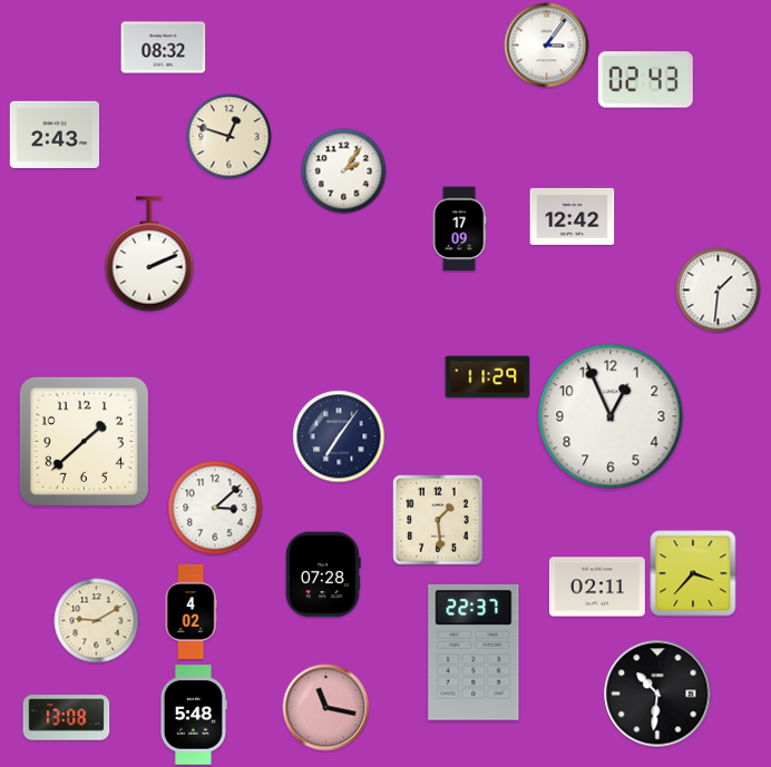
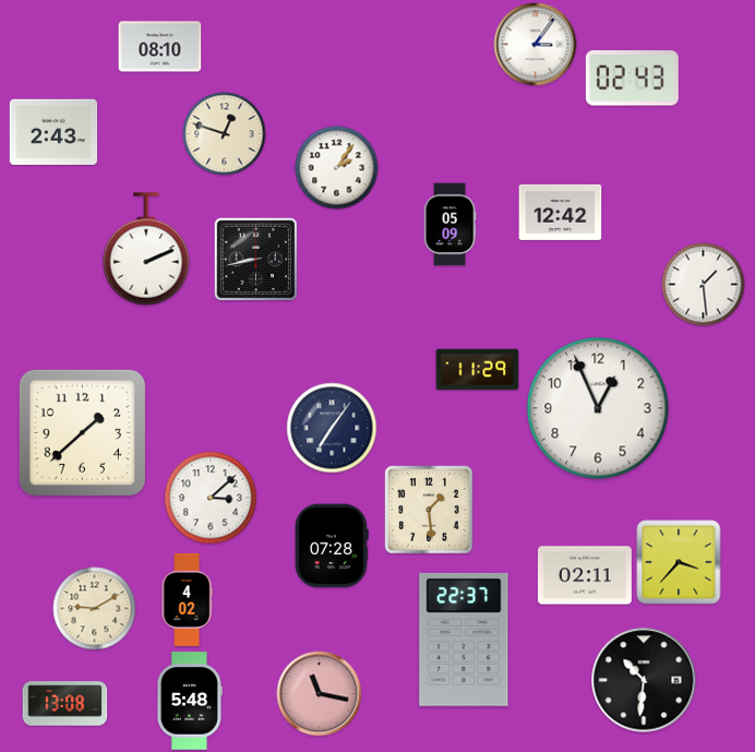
clock at (164, 48): 08:32 -> 08:10
clock at (459, 229): 17:09 -> 05:09
clock at (255, 259): none -> 8:43
clock at (719, 291): 1:31 -> 1:29
clock at (324, 574) position: (324, 574) -> (333, 546)
